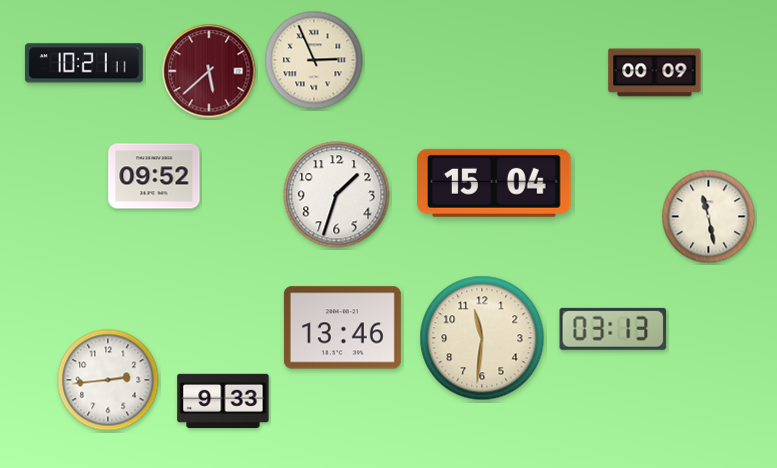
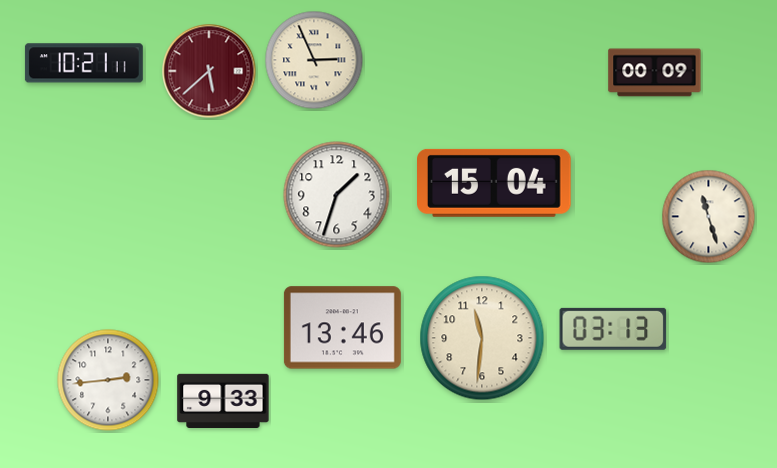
clock at (154, 176): 09:52 -> none
clock at (709, 217): 11:28 -> 11:27
